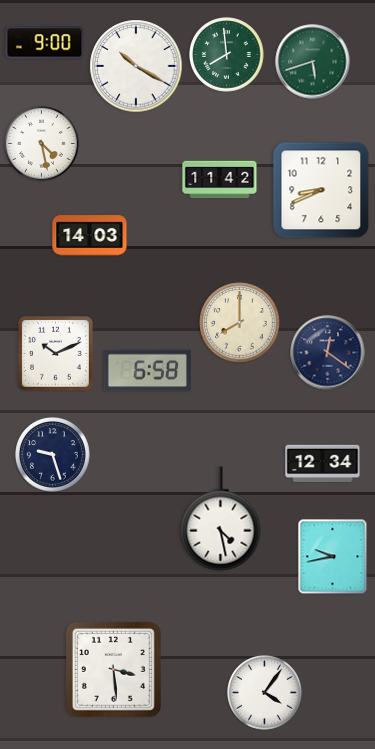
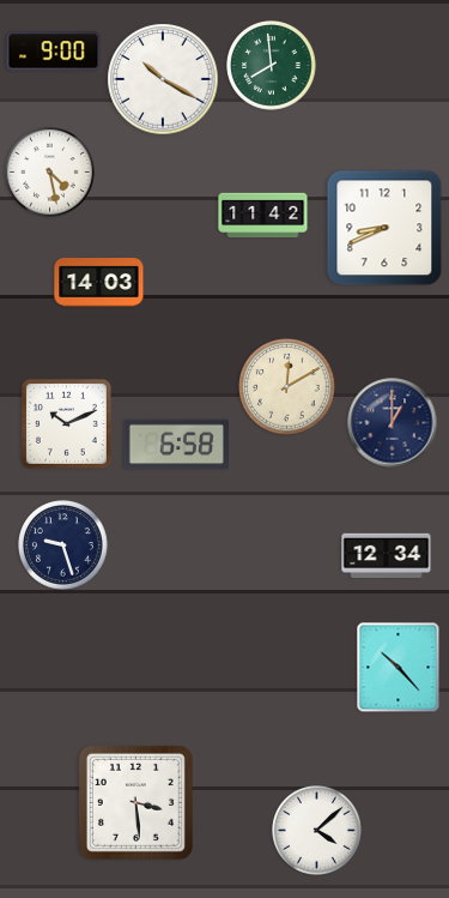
clock at (313, 62): 5:42 -> none
clock at (90, 236) position: (90, 236) -> (99, 283)
clock at (240, 323): 8:00 -> 12:10
clock at (328, 353): 12:21 -> 1:00
clock at (221, 519): 4:28 -> none
clock at (333, 557): 9:43 -> 10:23
clock at (265, 693): 4:06 -> 4:08
